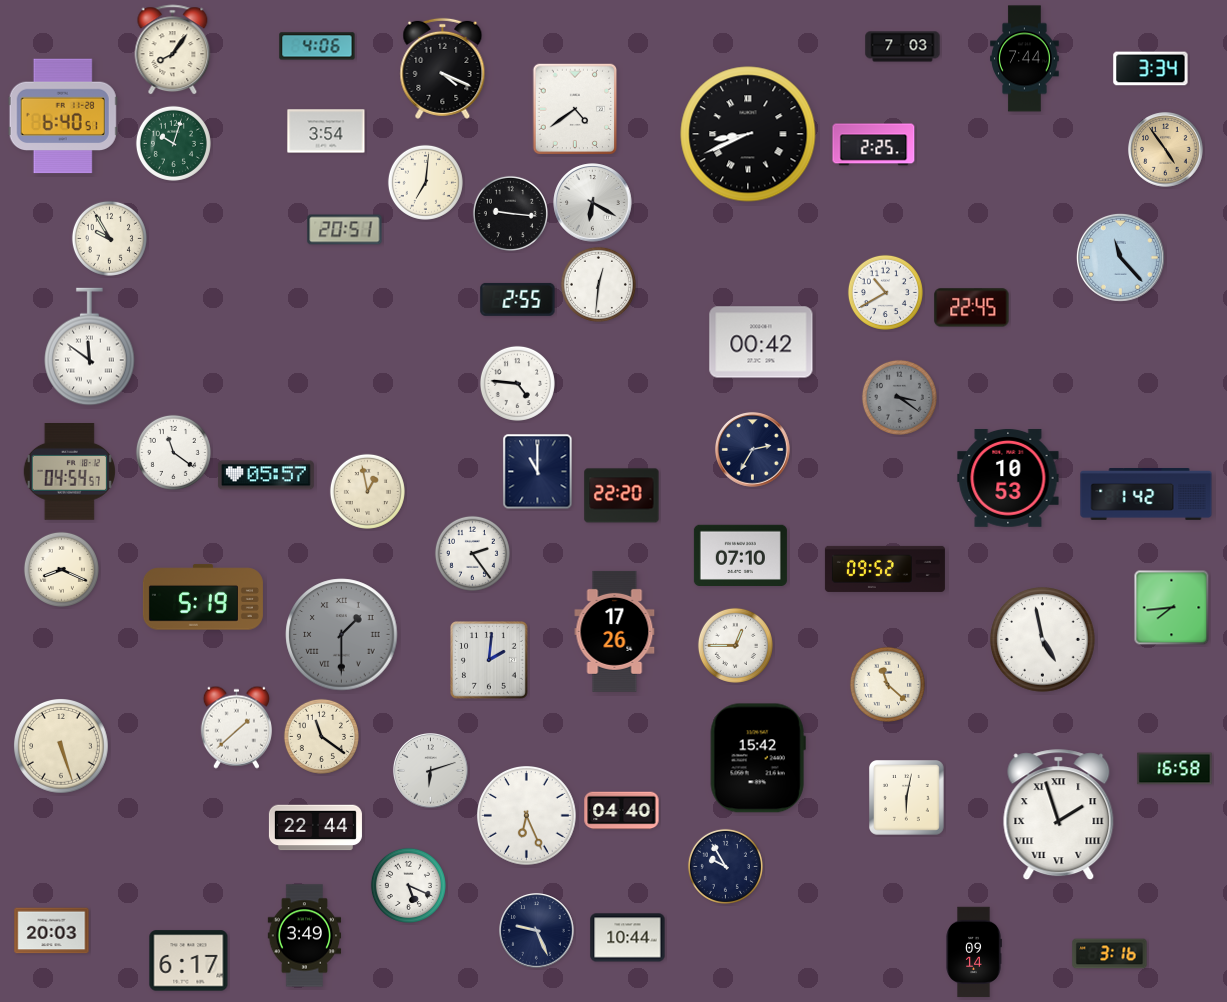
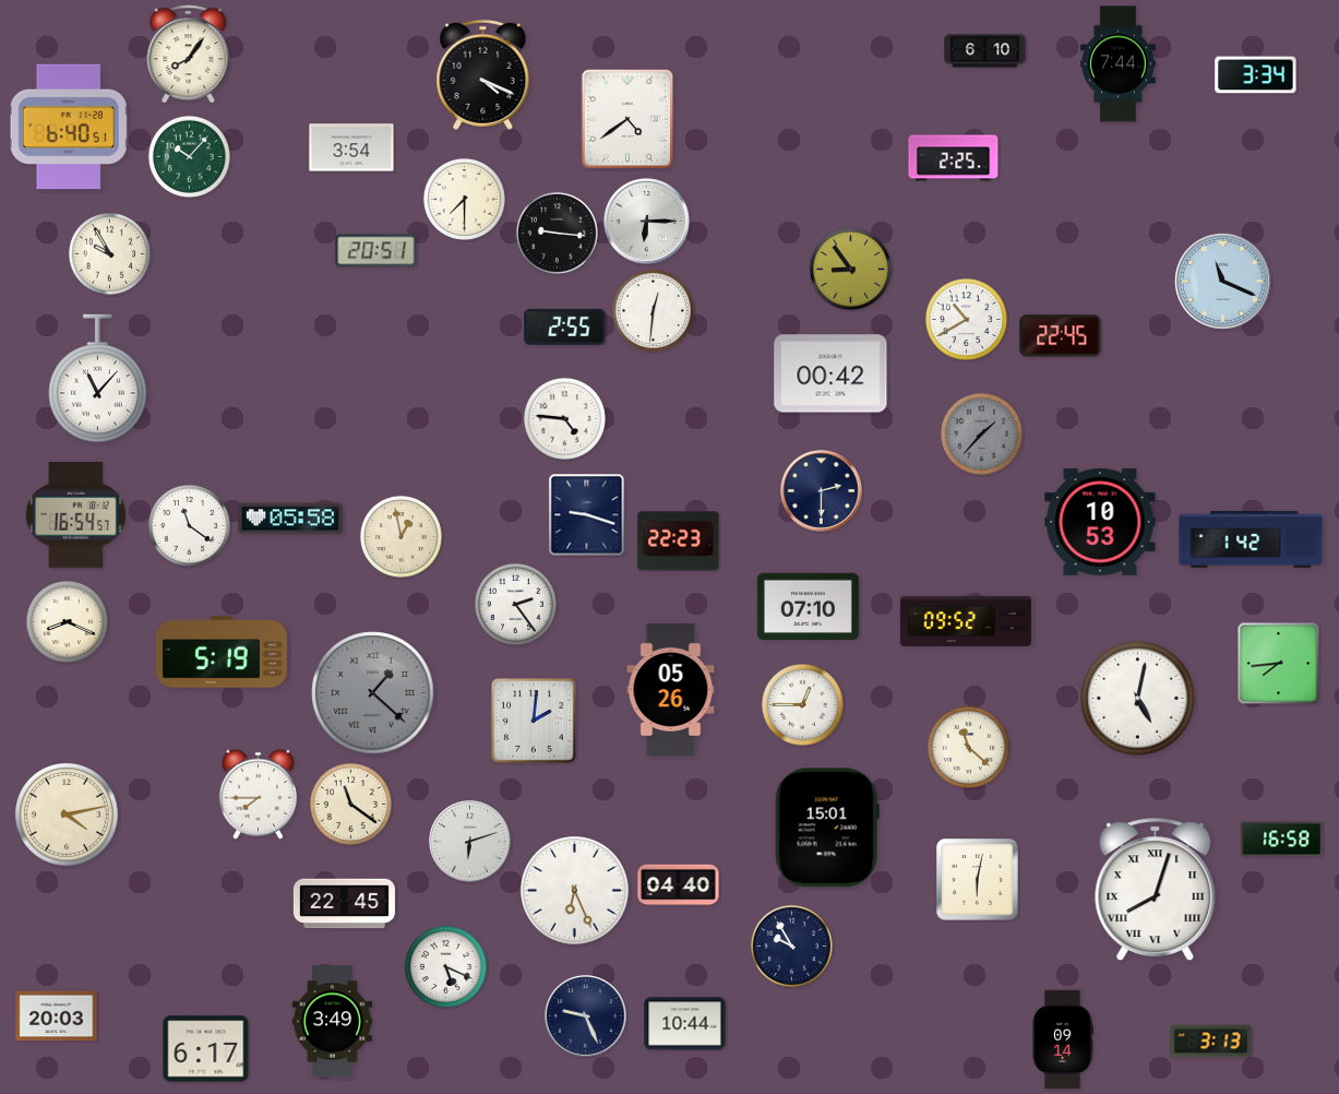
clock at (317, 46): 4:06 -> none
clock at (903, 47): 7:03 -> 6:10
clock at (326, 131) position: (326, 131) -> (351, 147)
clock at (748, 134): 8:41 -> none
clock at (173, 143): 10:03 -> 10:07
clock at (1166, 150): 4:54 -> none
clock at (425, 182): 7:01 -> 7:30
clock at (593, 203): 6:20 -> 6:15
clock at (109, 238) position: (109, 238) -> (109, 253)
clock at (850, 269): none -> 8:54
clock at (1120, 257): 11:23 -> 11:19
clock at (90, 347): 11:51 -> 11:07
clock at (899, 397): 3:21 -> 1:37
clock at (753, 450): 2:35 -> 2:30
clock at (173, 452) position: (173, 452) -> (189, 525)
clock at (69, 472): 04:54 -> 16:54
clock at (538, 472): 11:00 -> 9:18
clock at (266, 475): 05:57 -> 05:58
clock at (622, 496): 22:20 -> 22:23
clock at (615, 631): 17:26 -> 05:26
clock at (342, 635): 1:30 -> 1:22
clock at (1043, 640): 4:58 -> 5:02
clock at (236, 727): 1:38 -> 7:45
clock at (62, 747): 5:27 -> 4:13
clock at (758, 758): 15:42 -> 15:01
clock at (907, 798) position: (907, 798) -> (978, 880)
clock at (1059, 815): 1:57 -> 8:03
clock at (315, 828): 22:44 -> 22:45
clock at (1110, 954): 3:16 -> 3:13
